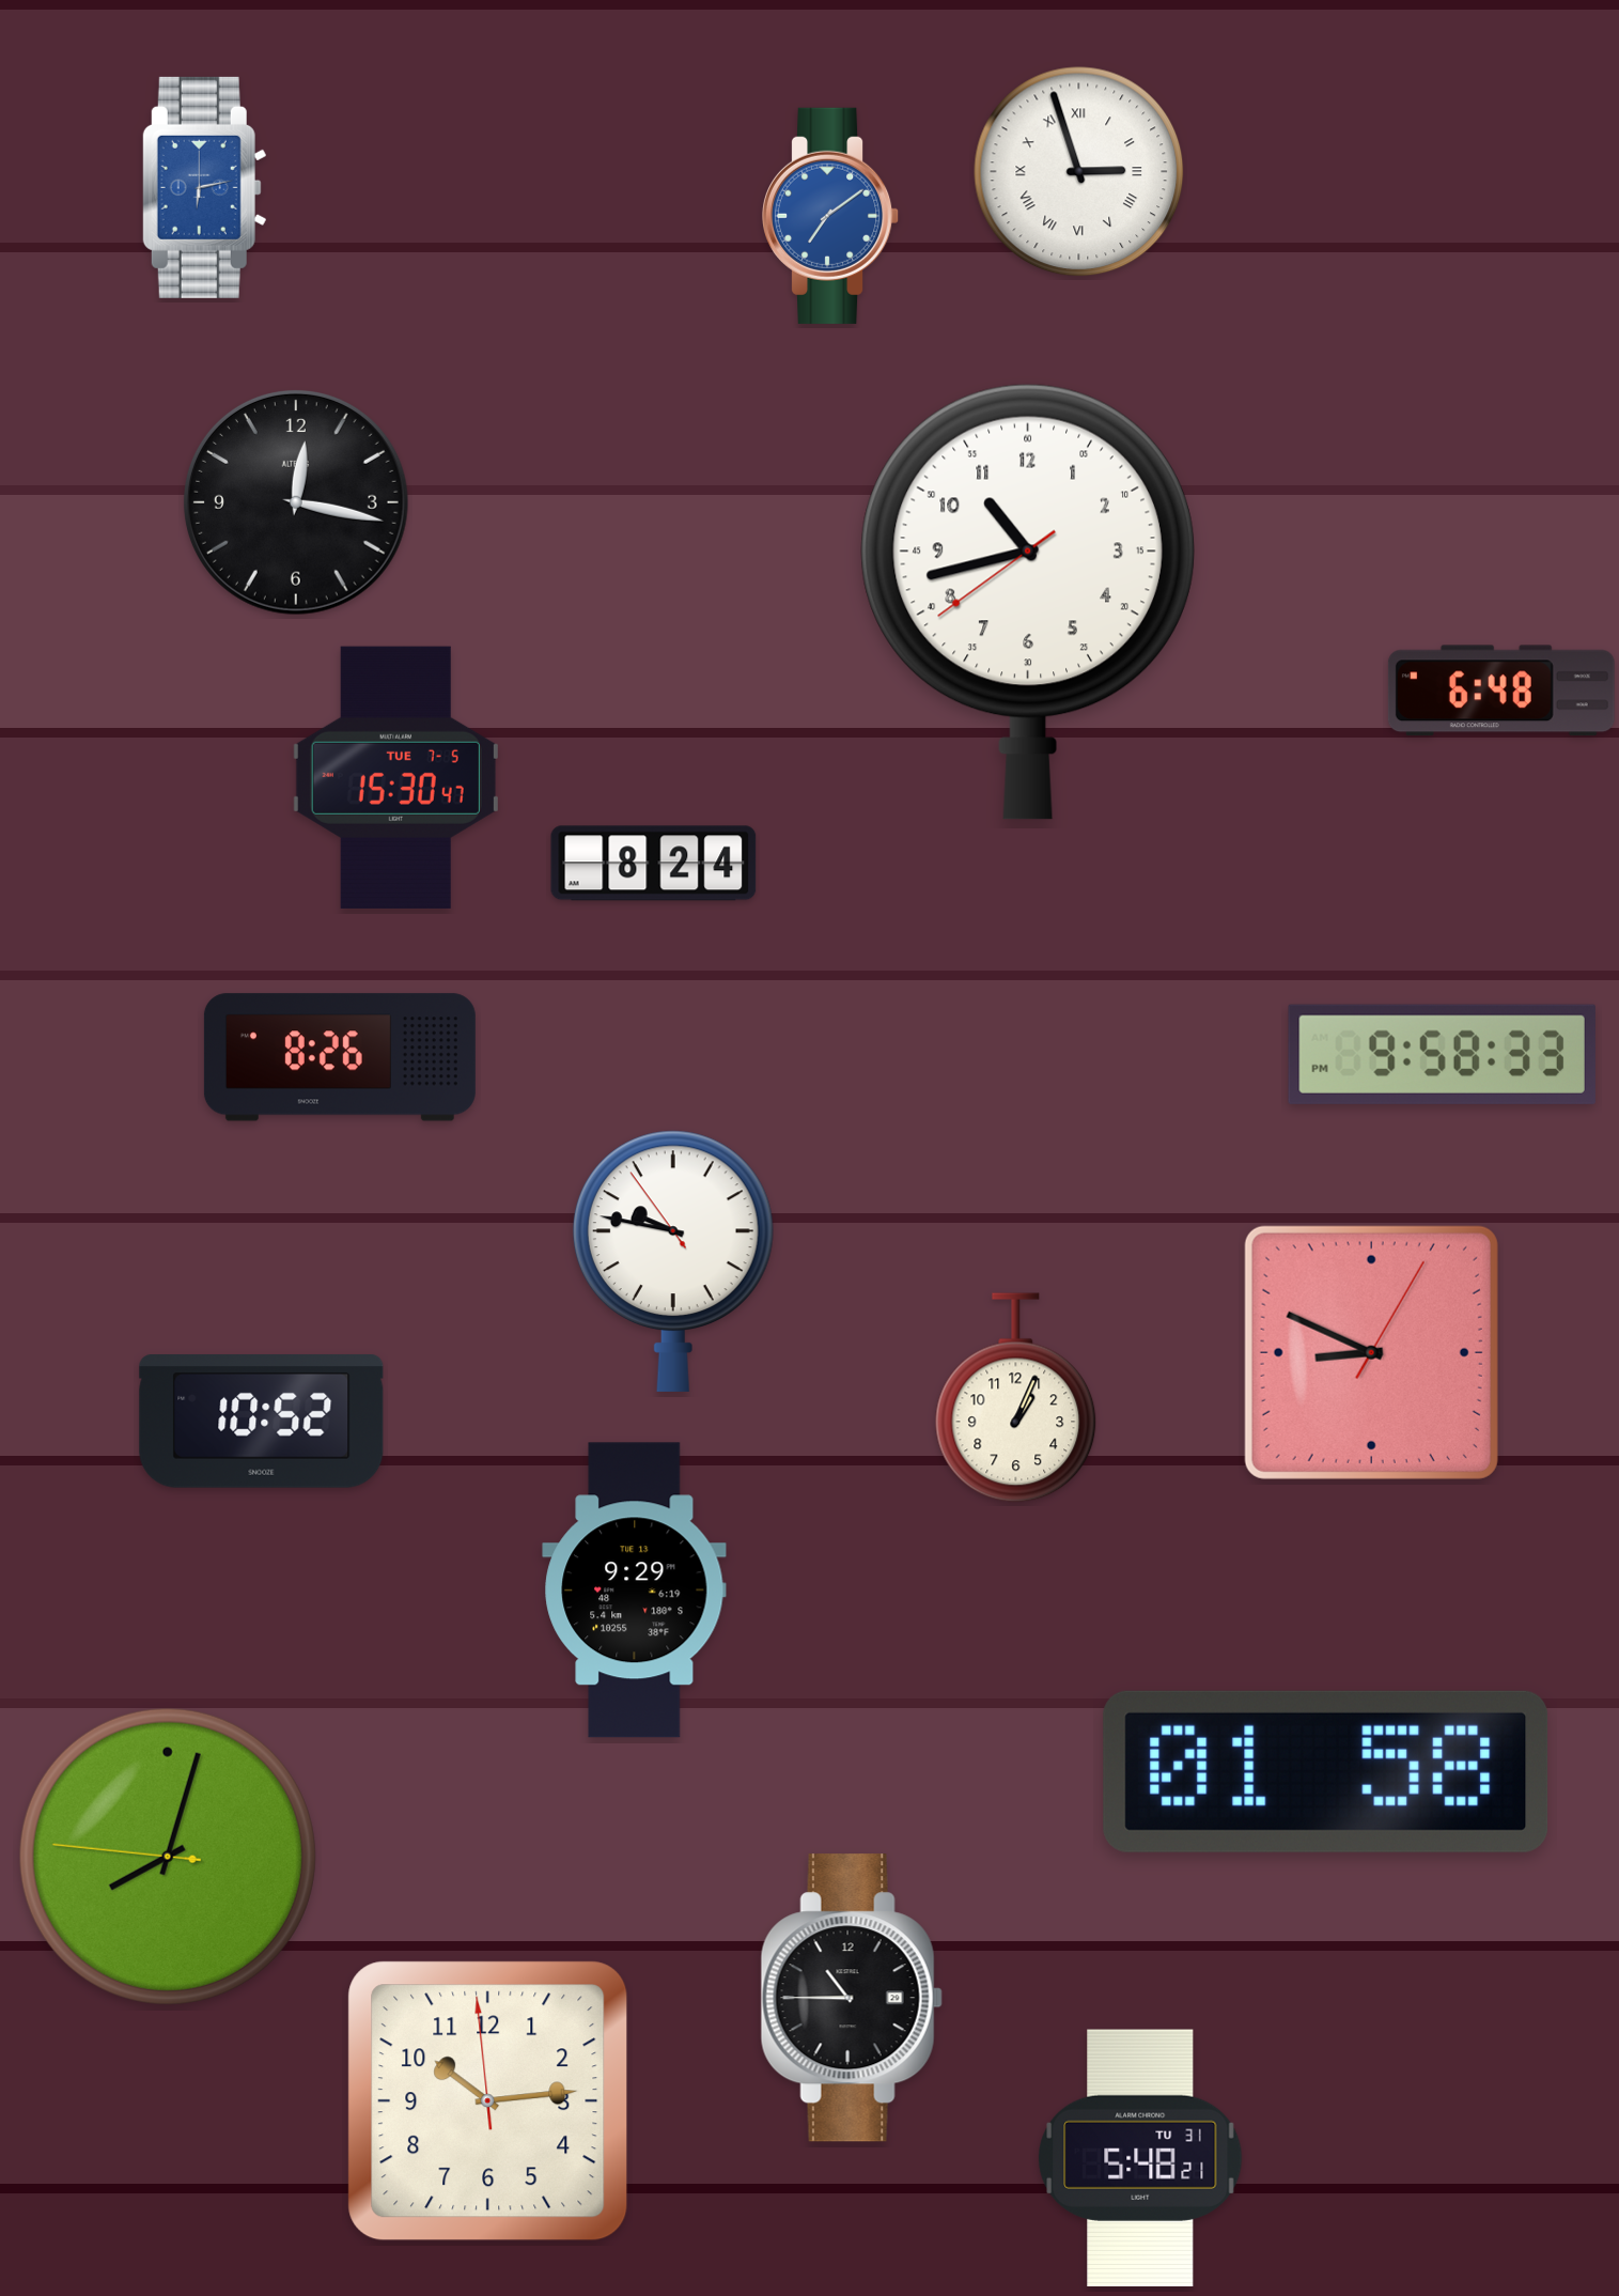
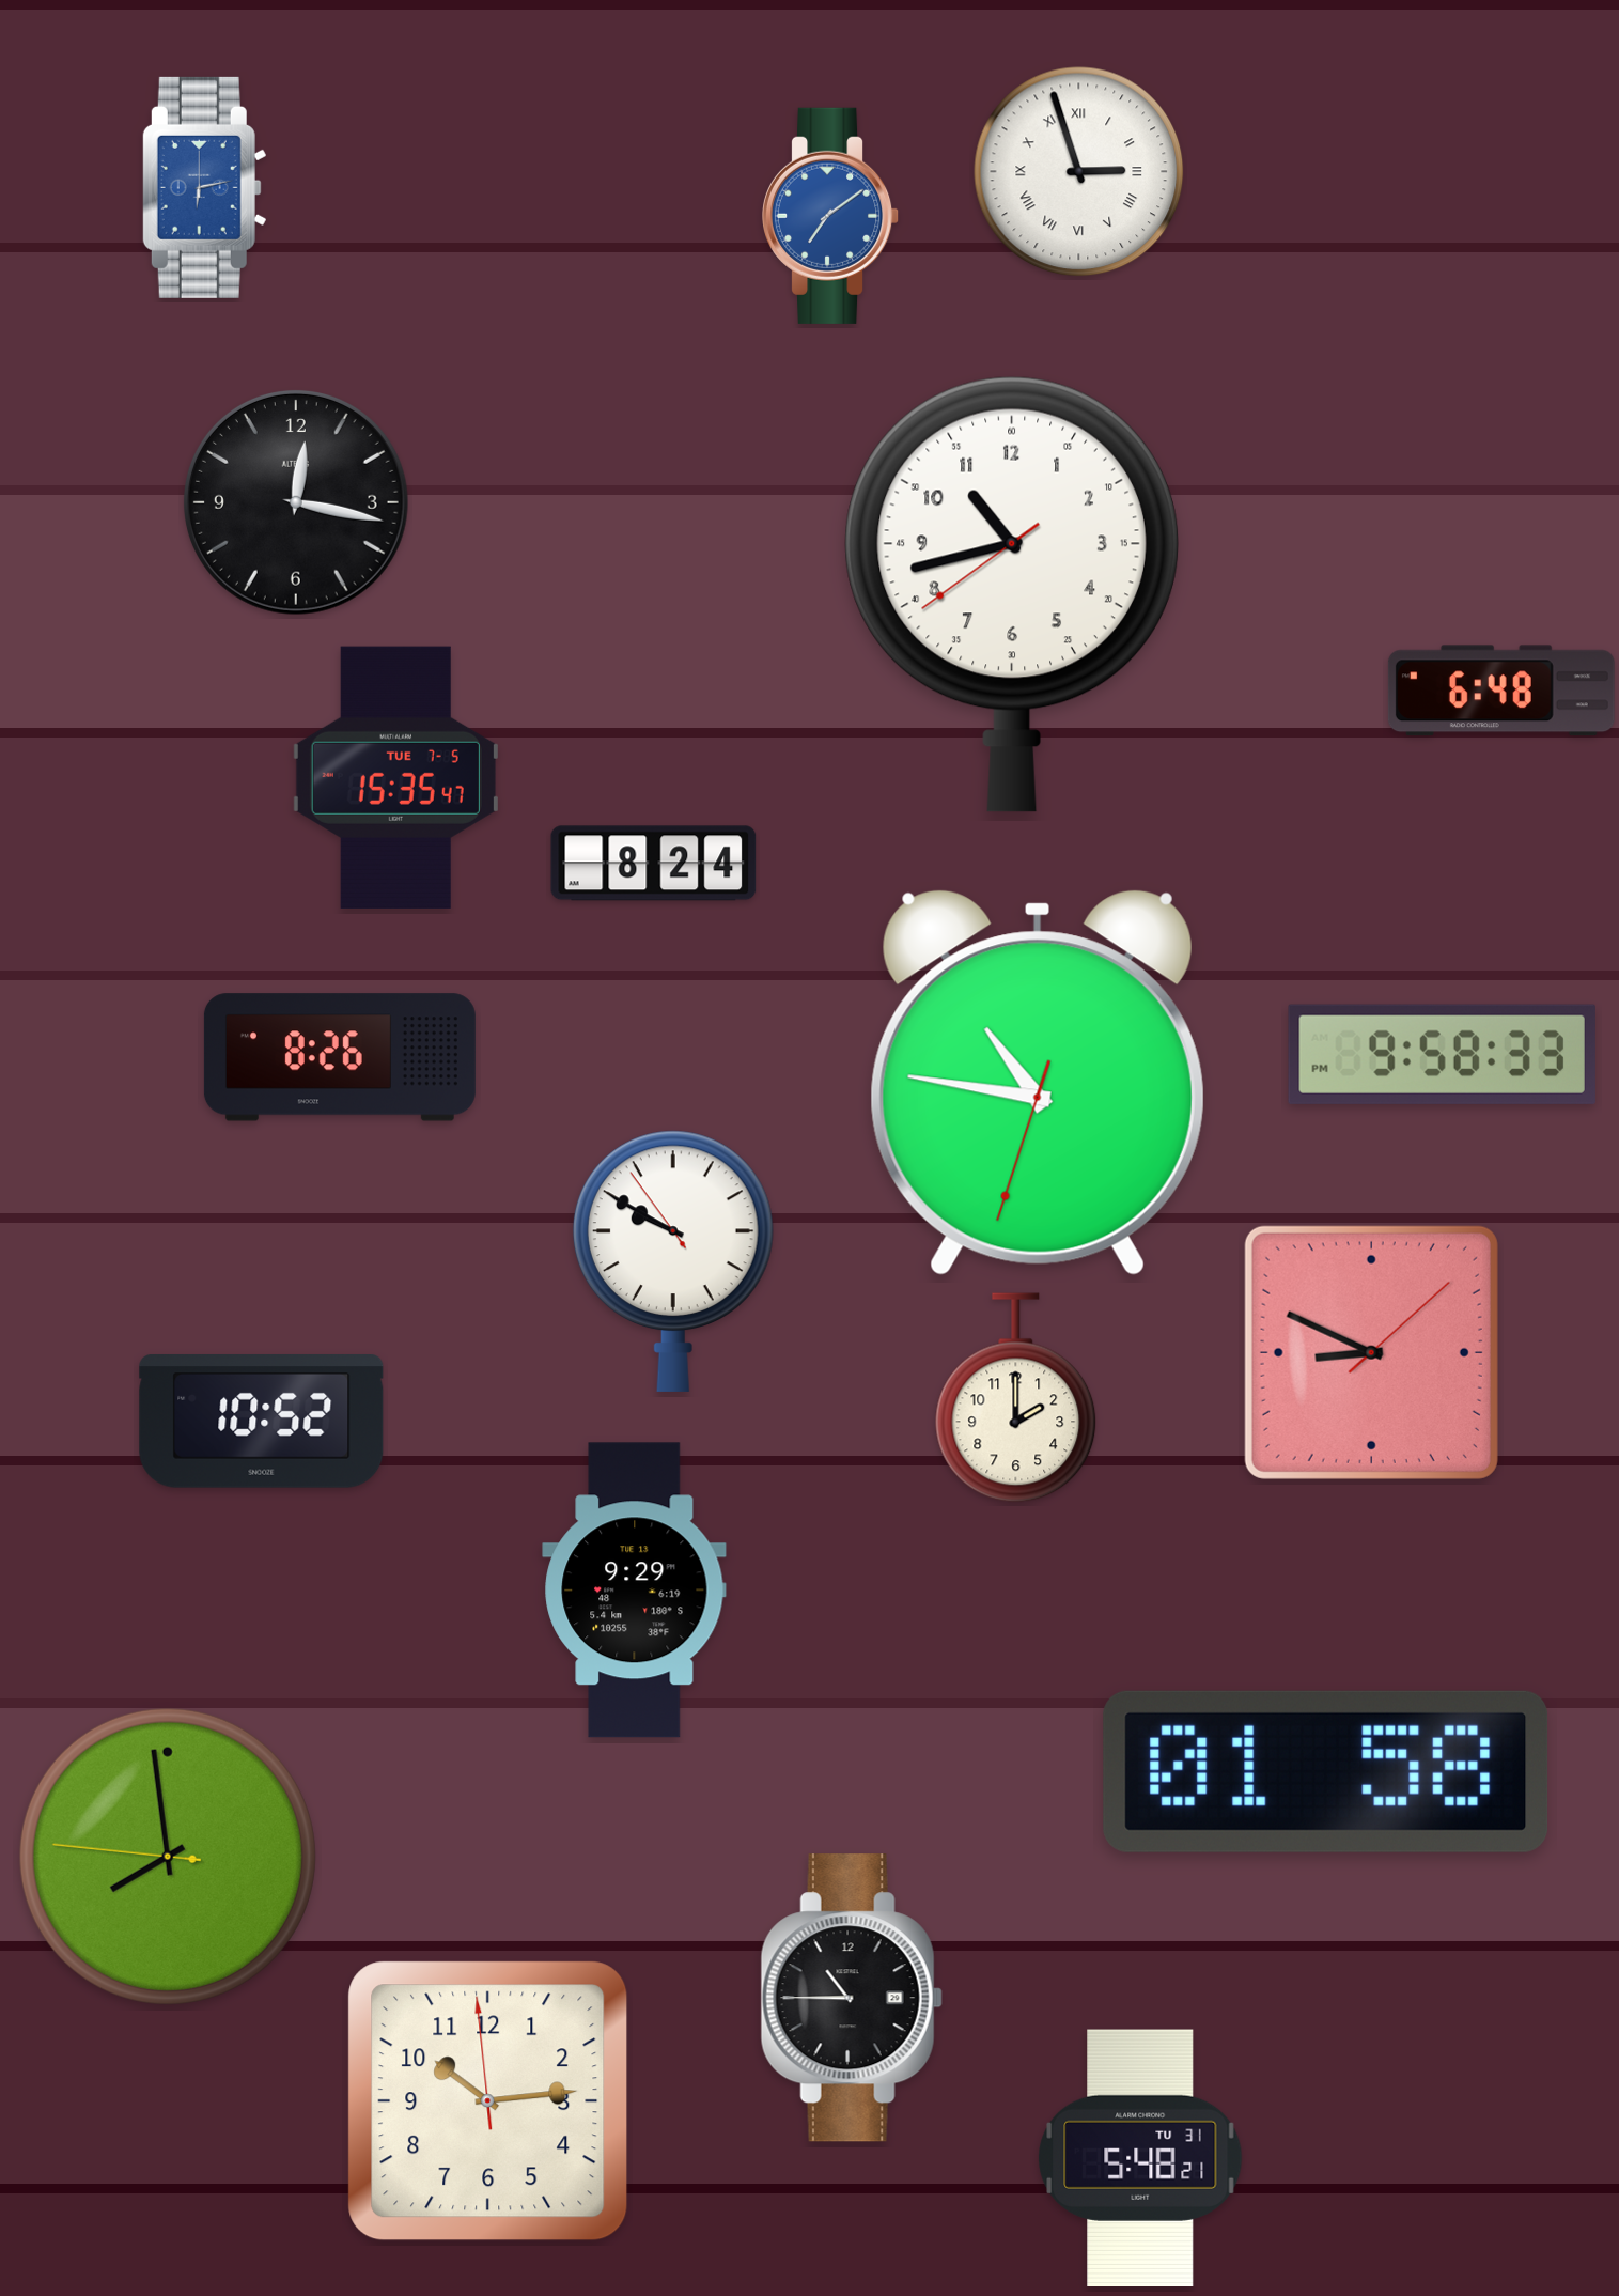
clock at (1028, 602) position: (1028, 602) -> (1012, 594)
clock at (395, 777): 15:30 -> 15:35
clock at (1038, 1083): none -> 10:46
clock at (673, 1261): 9:46 -> 9:49
clock at (1371, 1352): 8:49:05 -> 8:49:08
clock at (1016, 1398): 1:04 -> 2:00
clock at (168, 1857): 8:02 -> 7:58
